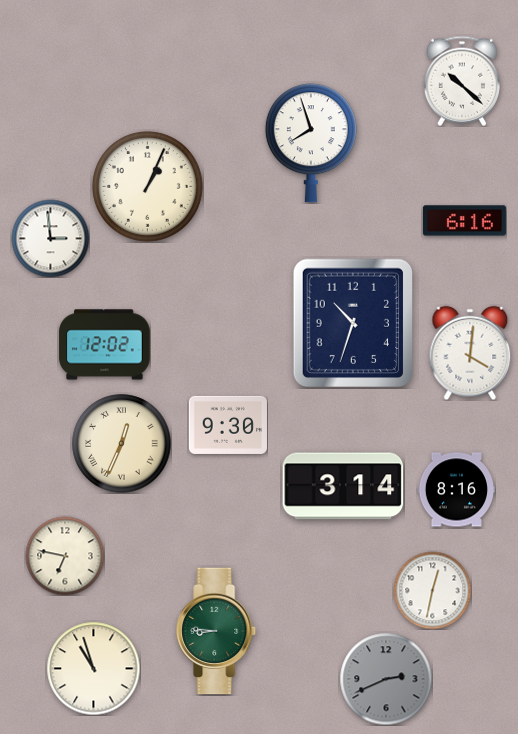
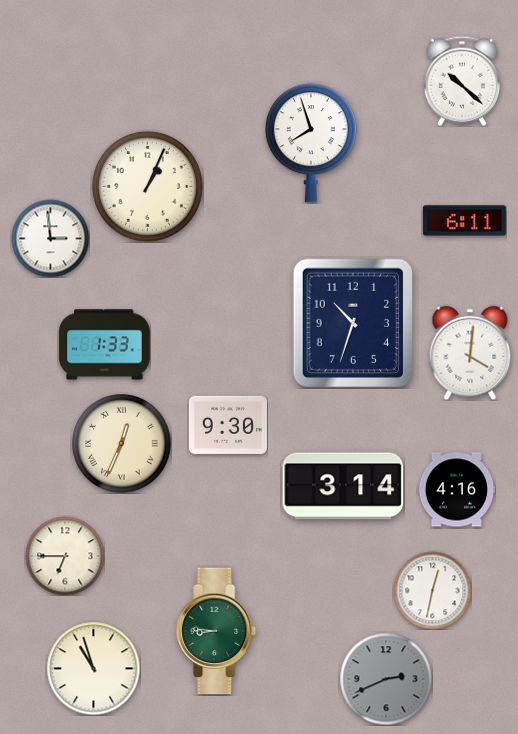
clock at (464, 221): 6:16 -> 6:11
clock at (105, 345): 12:02 -> 1:33
clock at (456, 490): 8:16 -> 4:16
clock at (65, 556): 6:47 -> 6:45
